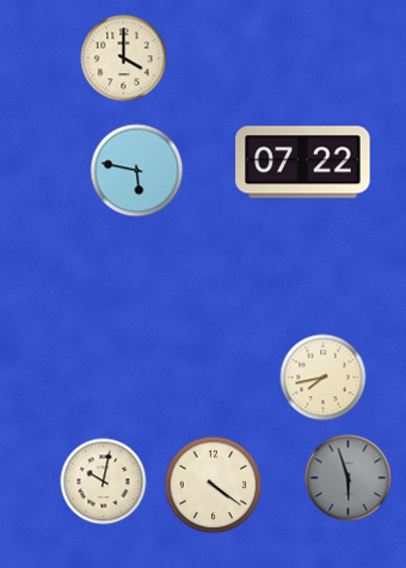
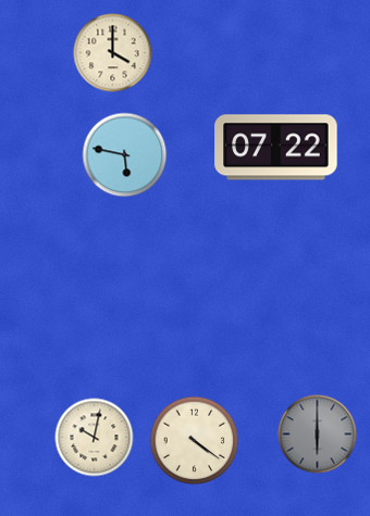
clock at (324, 378): 7:43 -> none
clock at (349, 478): 5:57 -> 6:00
